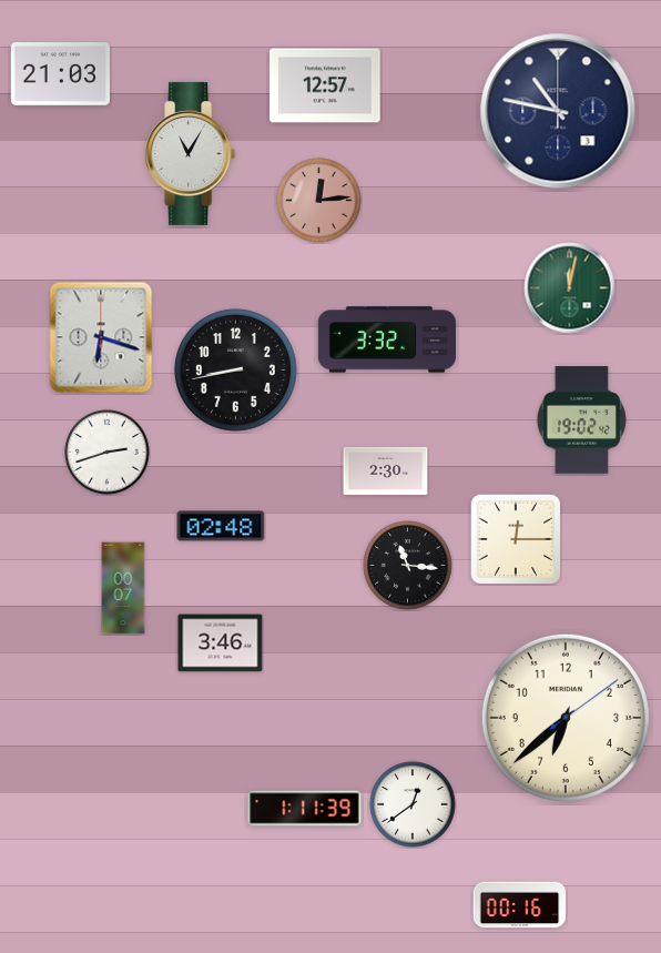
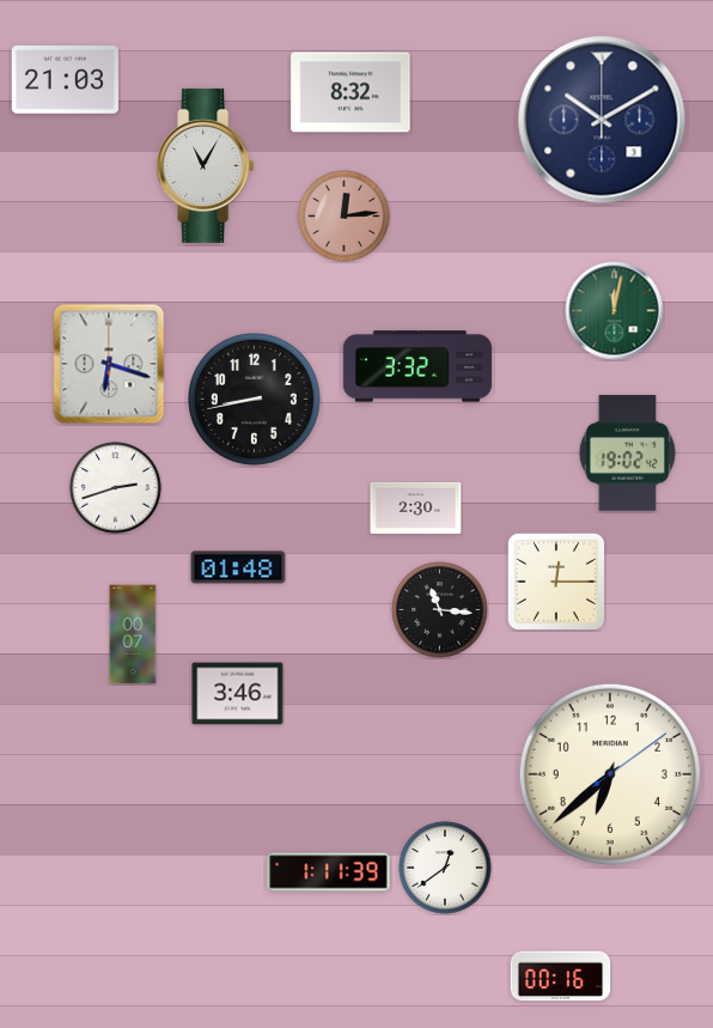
clock at (325, 85): 12:57 -> 8:32
clock at (558, 111): 10:47 -> 10:10
clock at (221, 526): 02:48 -> 01:48
